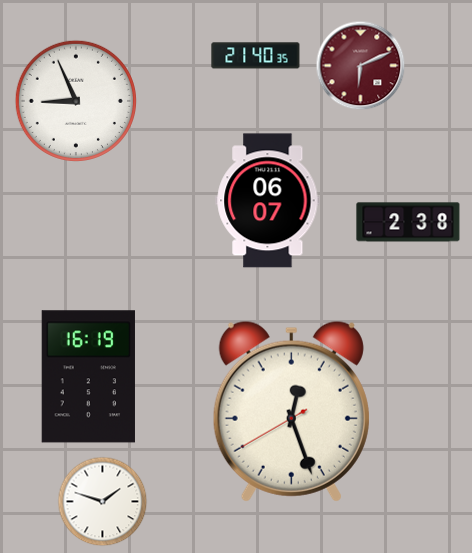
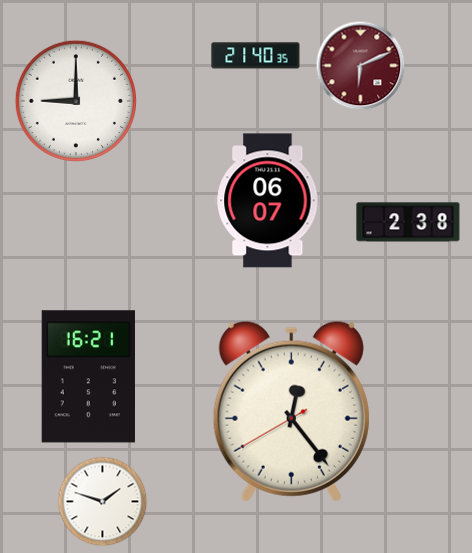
clock at (76, 101): 8:56 -> 9:00
clock at (88, 377): 16:19 -> 16:21
clock at (291, 411): 12:26 -> 12:23
